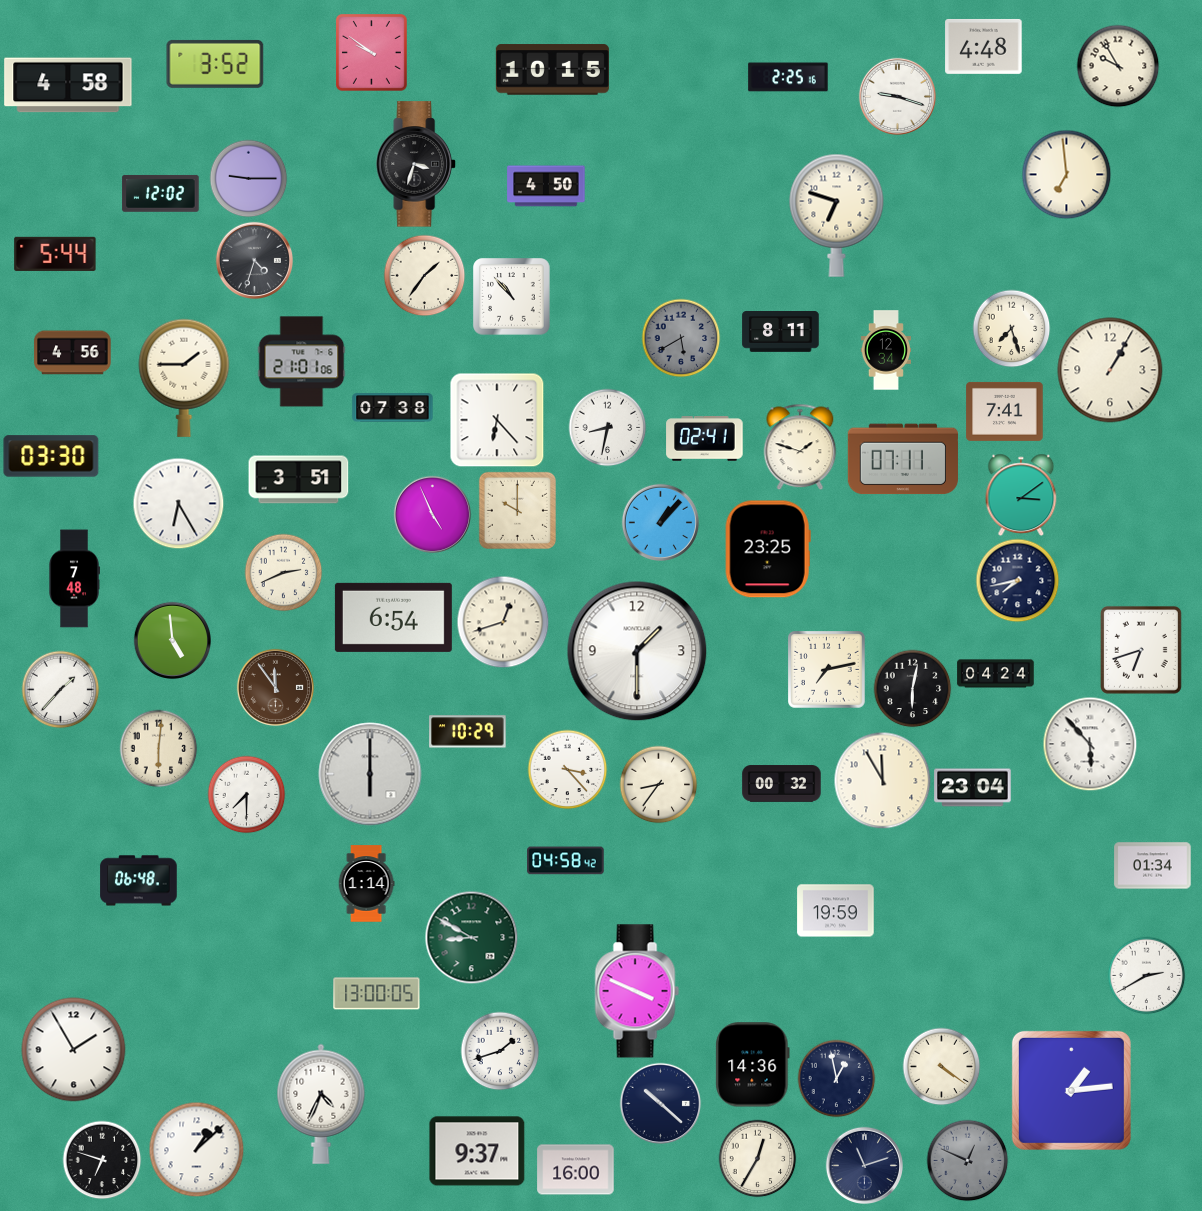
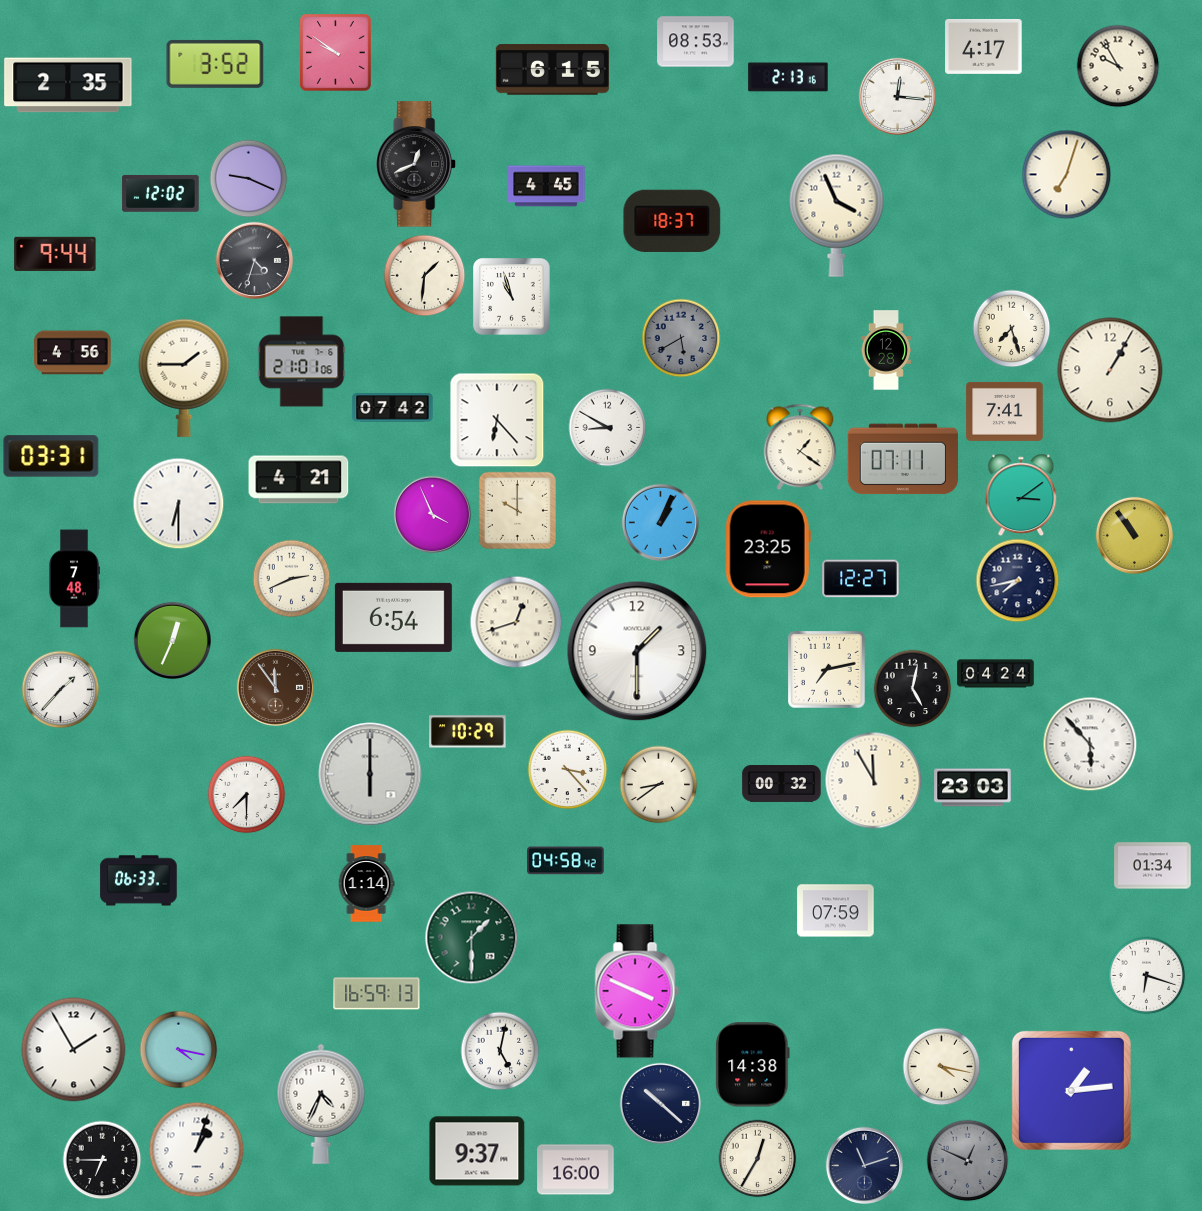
clock at (696, 42): none -> 08:53
clock at (984, 46): 4:48 -> 4:17
clock at (372, 53) position: (372, 53) -> (336, 53)
clock at (552, 70): 10:15 -> 6:15
clock at (788, 77): 2:25 -> 2:13
clock at (68, 85): 4:58 -> 2:35
clock at (897, 96): 9:18 -> 12:16
clock at (416, 164): 3:33 -> 12:41
clock at (1066, 174): 6:59 -> 7:03
clock at (248, 178): 9:15 -> 9:19
clock at (546, 186): 4:50 -> 4:45
clock at (837, 215): 6:48 -> 3:56
clock at (672, 221): none -> 18:37
clock at (55, 254): 5:44 -> 9:44
clock at (424, 275): 1:36 -> 1:31
clock at (512, 297): 10:53 -> 10:57
clock at (781, 332): 8:11 -> none
clock at (885, 350): 12:34 -> 12:28
clock at (393, 408): 07:38 -> 07:42
clock at (607, 427): 8:32 -> 8:50
clock at (705, 439): 02:41 -> none
clock at (800, 447): 1:48 -> 1:21
clock at (51, 456): 03:30 -> 03:31
clock at (299, 480): 3:51 -> 4:21
clock at (178, 503): 6:25 -> 6:30
clock at (432, 514): 4:56 -> 3:56
clock at (660, 522): 1:07 -> 1:04
clock at (1134, 535): none -> 10:54
clock at (283, 572) position: (283, 572) -> (291, 578)
clock at (861, 579): none -> 12:27
clock at (503, 622) position: (503, 622) -> (516, 622)
clock at (172, 640): 4:59 -> 12:34
clock at (1141, 650): 6:42 -> none
clock at (912, 688): 6:02 -> 5:02
clock at (158, 748): 6:01 -> none
clock at (882, 780) position: (882, 780) -> (873, 780)
clock at (658, 784): 8:36 -> 8:39
clock at (973, 788): 23:04 -> 23:03
clock at (139, 881): 06:48 -> 06:33
clock at (836, 911): 19:59 -> 07:59
clock at (471, 937): 8:50 -> 1:30
clock at (1146, 975): 2:40 -> 6:18
clock at (377, 994): 13:00 -> 16:59
clock at (178, 1049): none -> 4:17
clock at (500, 1051): 1:42 -> 5:02
clock at (753, 1065): 14:36 -> 14:38
clock at (941, 1066): 4:21 -> 4:17
clock at (836, 1078): 12:58 -> none
clock at (196, 1149): 1:08 -> 1:03
clock at (102, 1160): 6:48 -> 6:45
